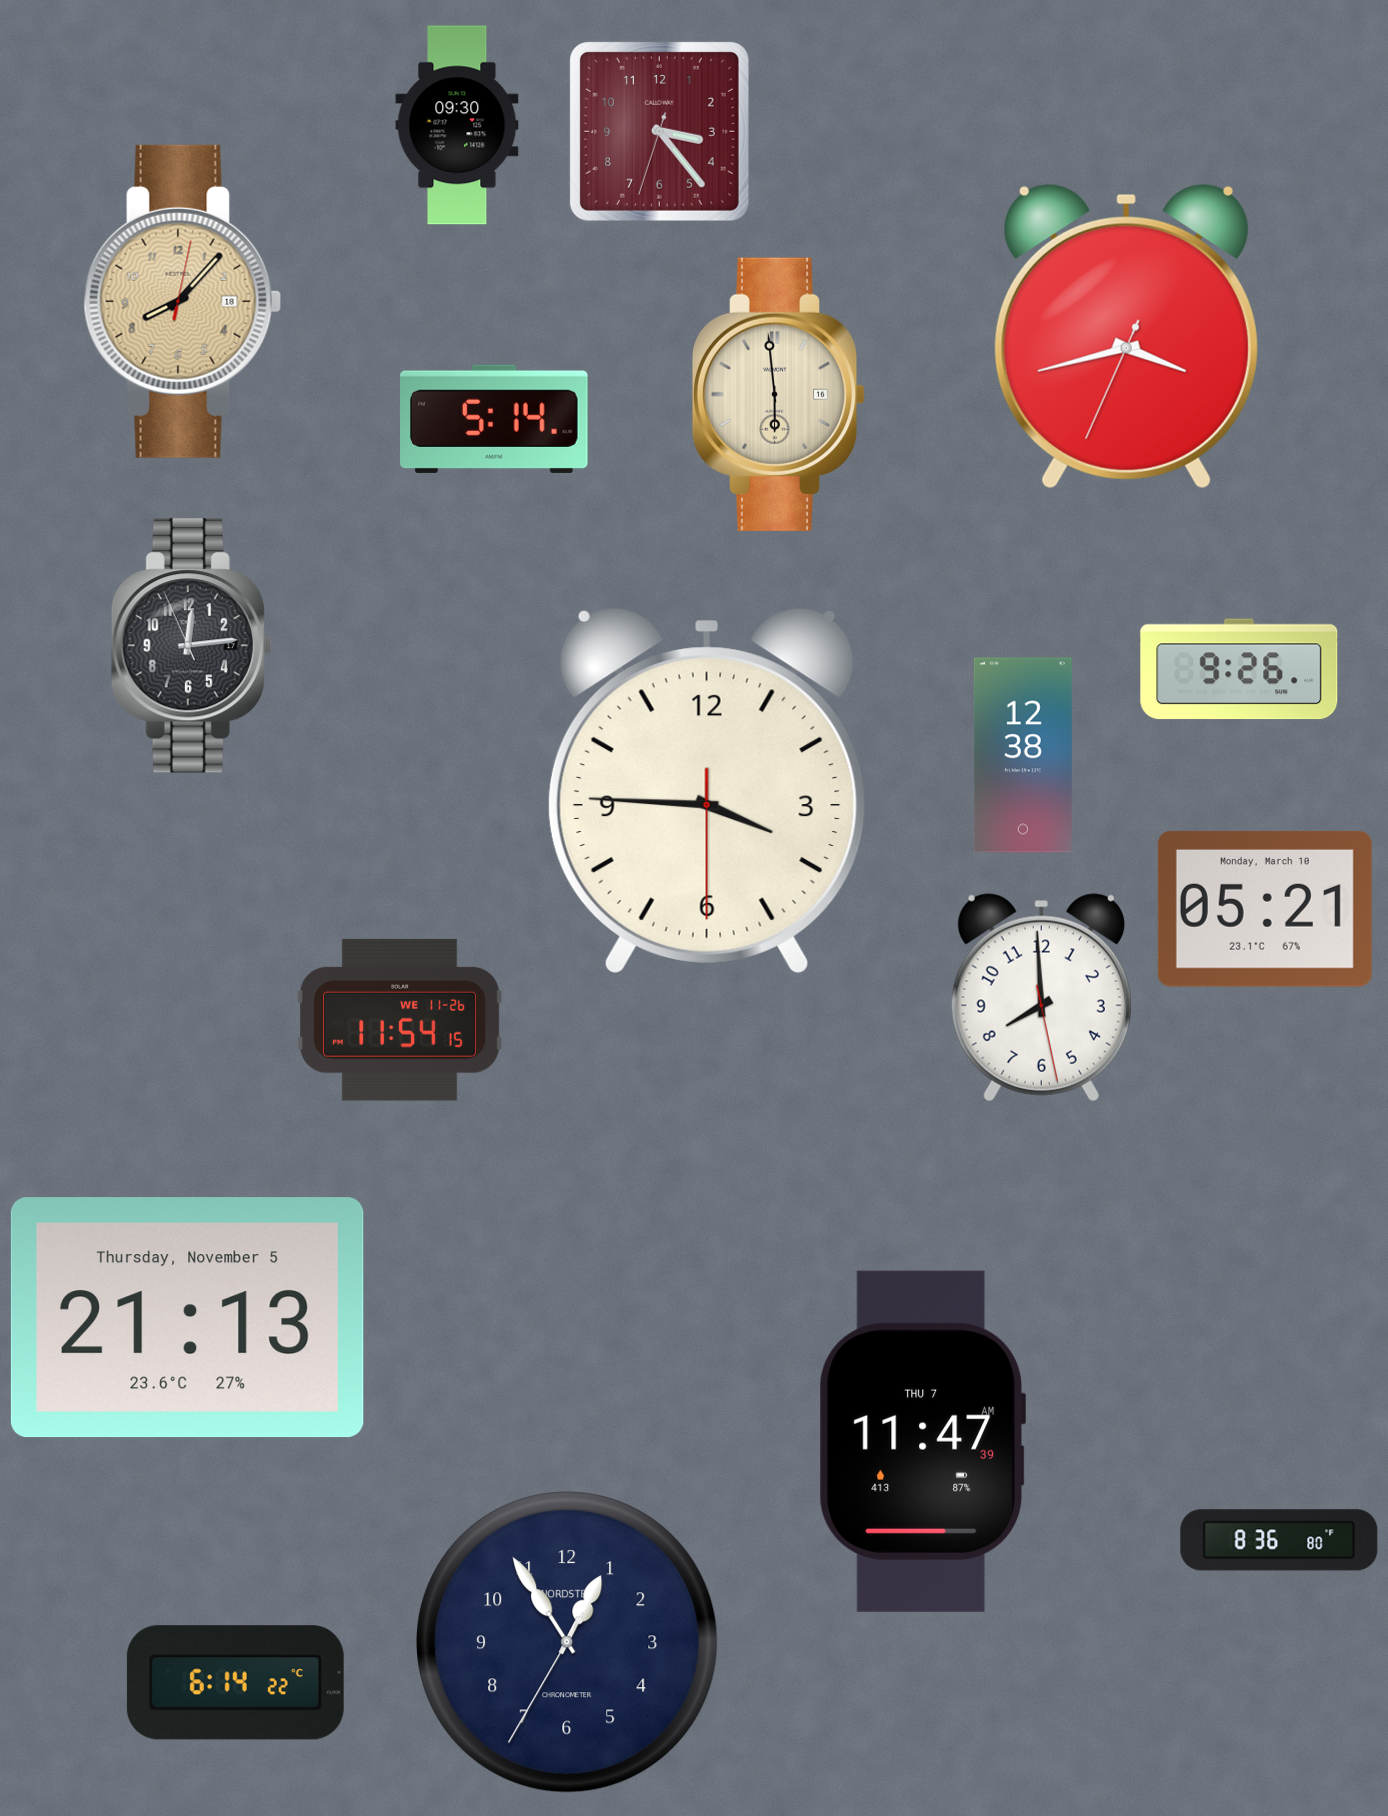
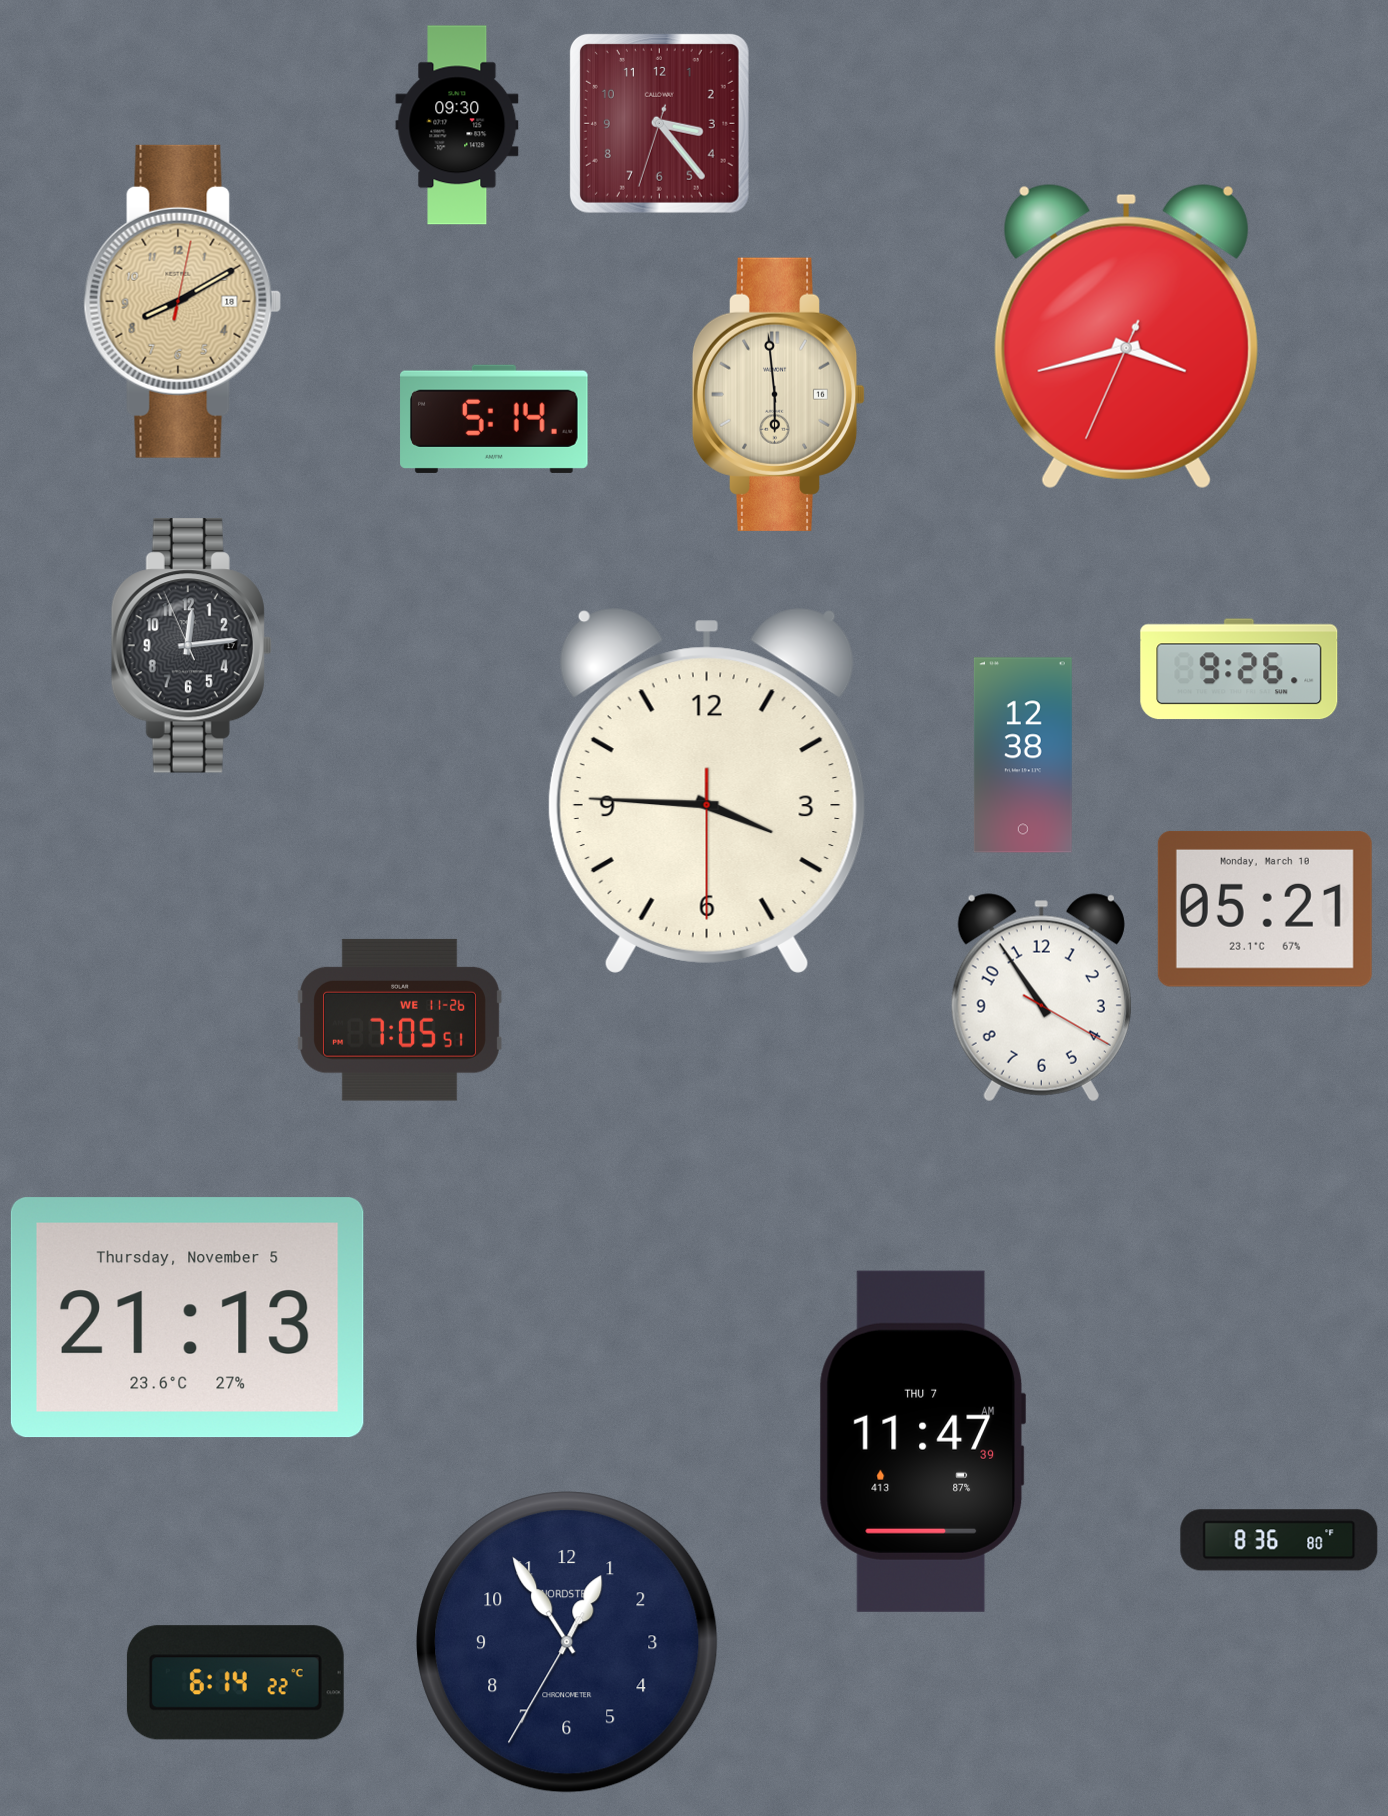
clock at (659, 131) position: (659, 131) -> (659, 123)
clock at (183, 301): 8:07 -> 8:10
clock at (1041, 998): 7:59 -> 10:54
clock at (400, 1020): 11:54 -> 7:05
